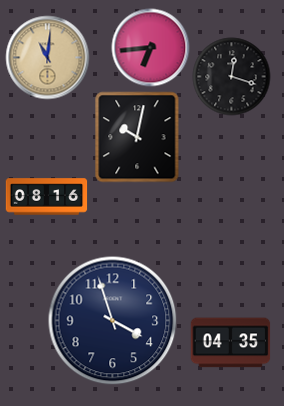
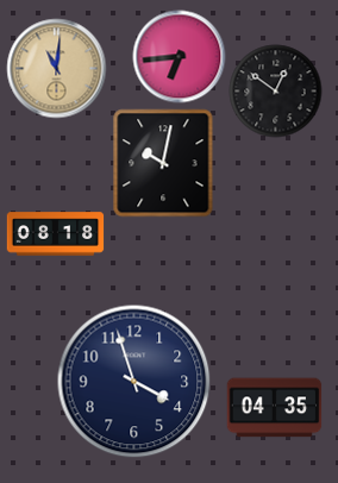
clock at (231, 76): 12:18 -> 12:51
clock at (46, 197): 08:16 -> 08:18
